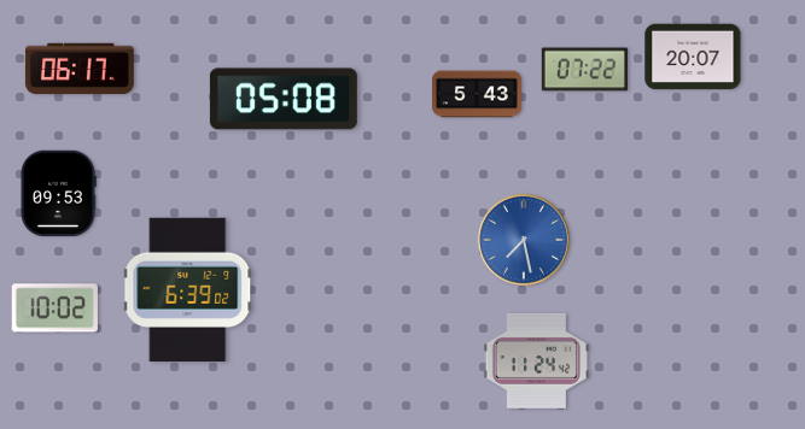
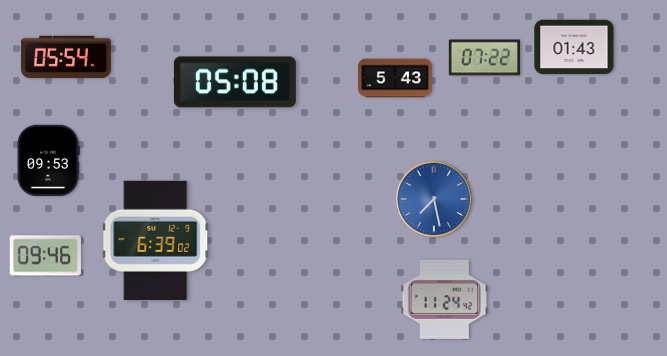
clock at (693, 57): 20:07 -> 01:43
clock at (80, 69): 06:17 -> 05:54
clock at (54, 308): 10:02 -> 09:46
